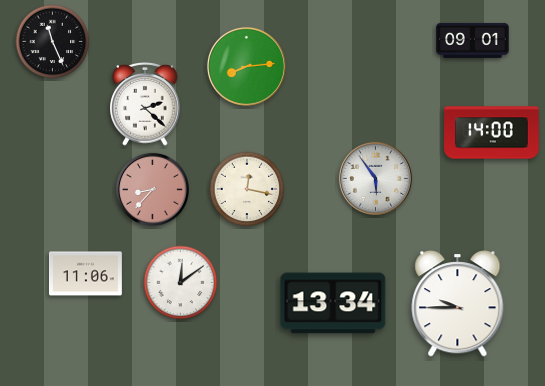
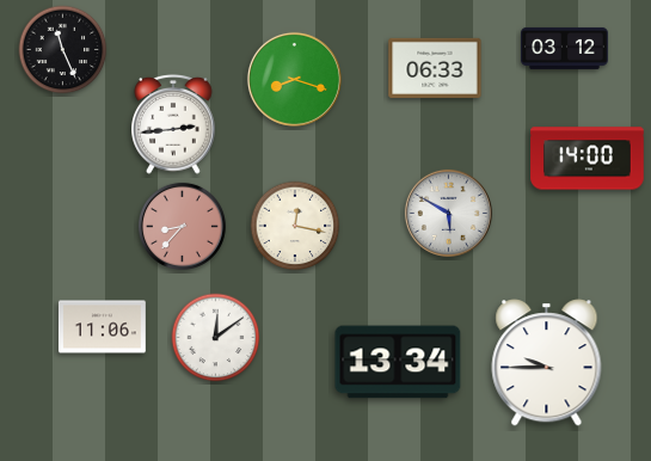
clock at (473, 40): 09:01 -> 03:12
clock at (435, 68): none -> 06:33
clock at (246, 66): 8:14 -> 8:18
clock at (145, 105): 2:22 -> 2:44
clock at (375, 178): 5:54 -> 5:50
